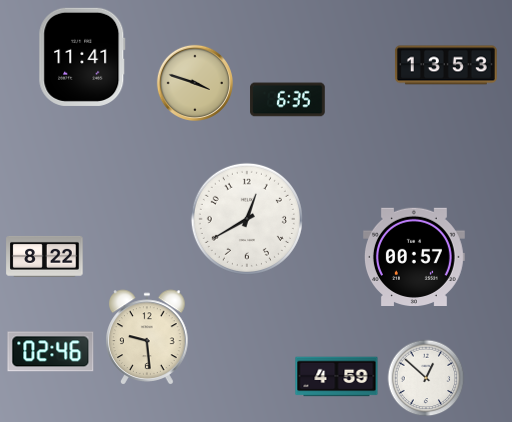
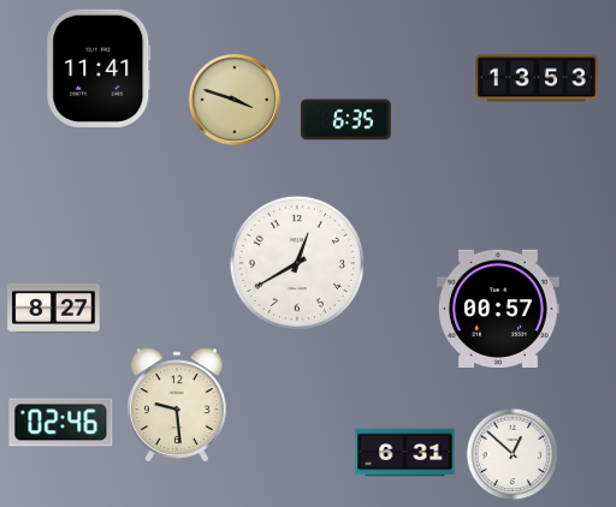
clock at (45, 256): 8:22 -> 8:27
clock at (337, 377): 4:59 -> 6:31
